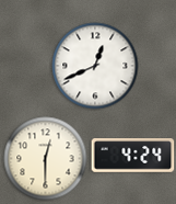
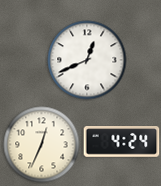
clock at (46, 159): 12:30 -> 12:34
